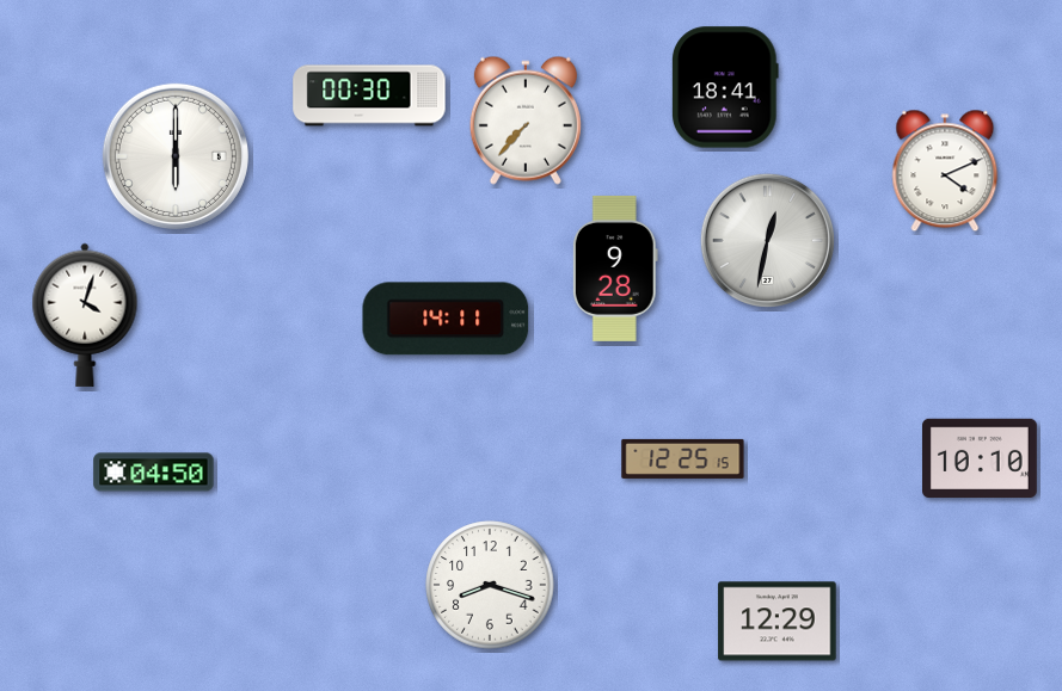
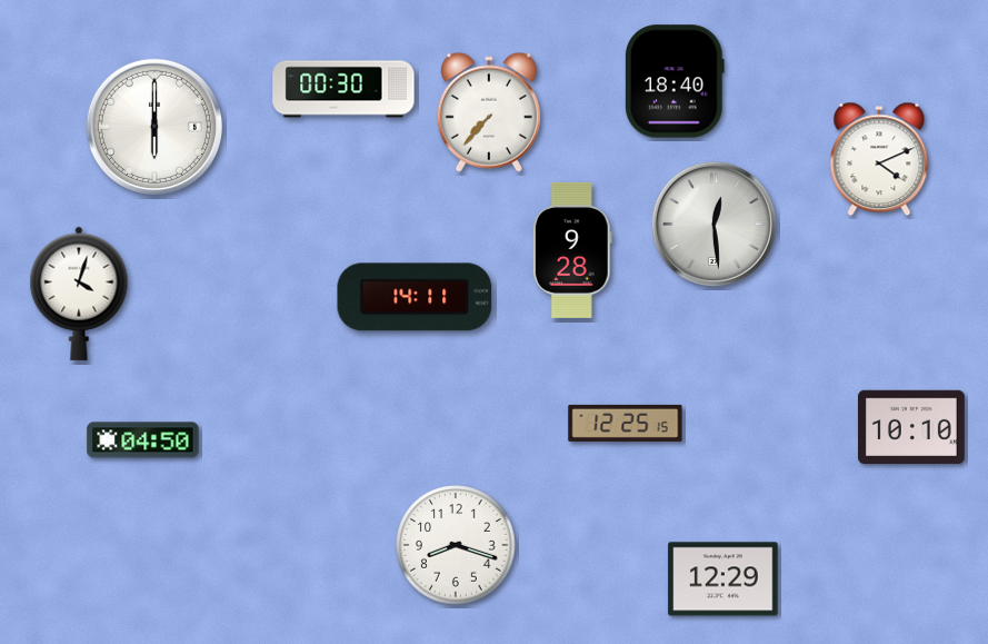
clock at (725, 87): 18:41 -> 18:40
clock at (176, 156) position: (176, 156) -> (154, 127)
clock at (767, 240): 12:32 -> 12:29
clock at (683, 458) position: (683, 458) -> (626, 423)
